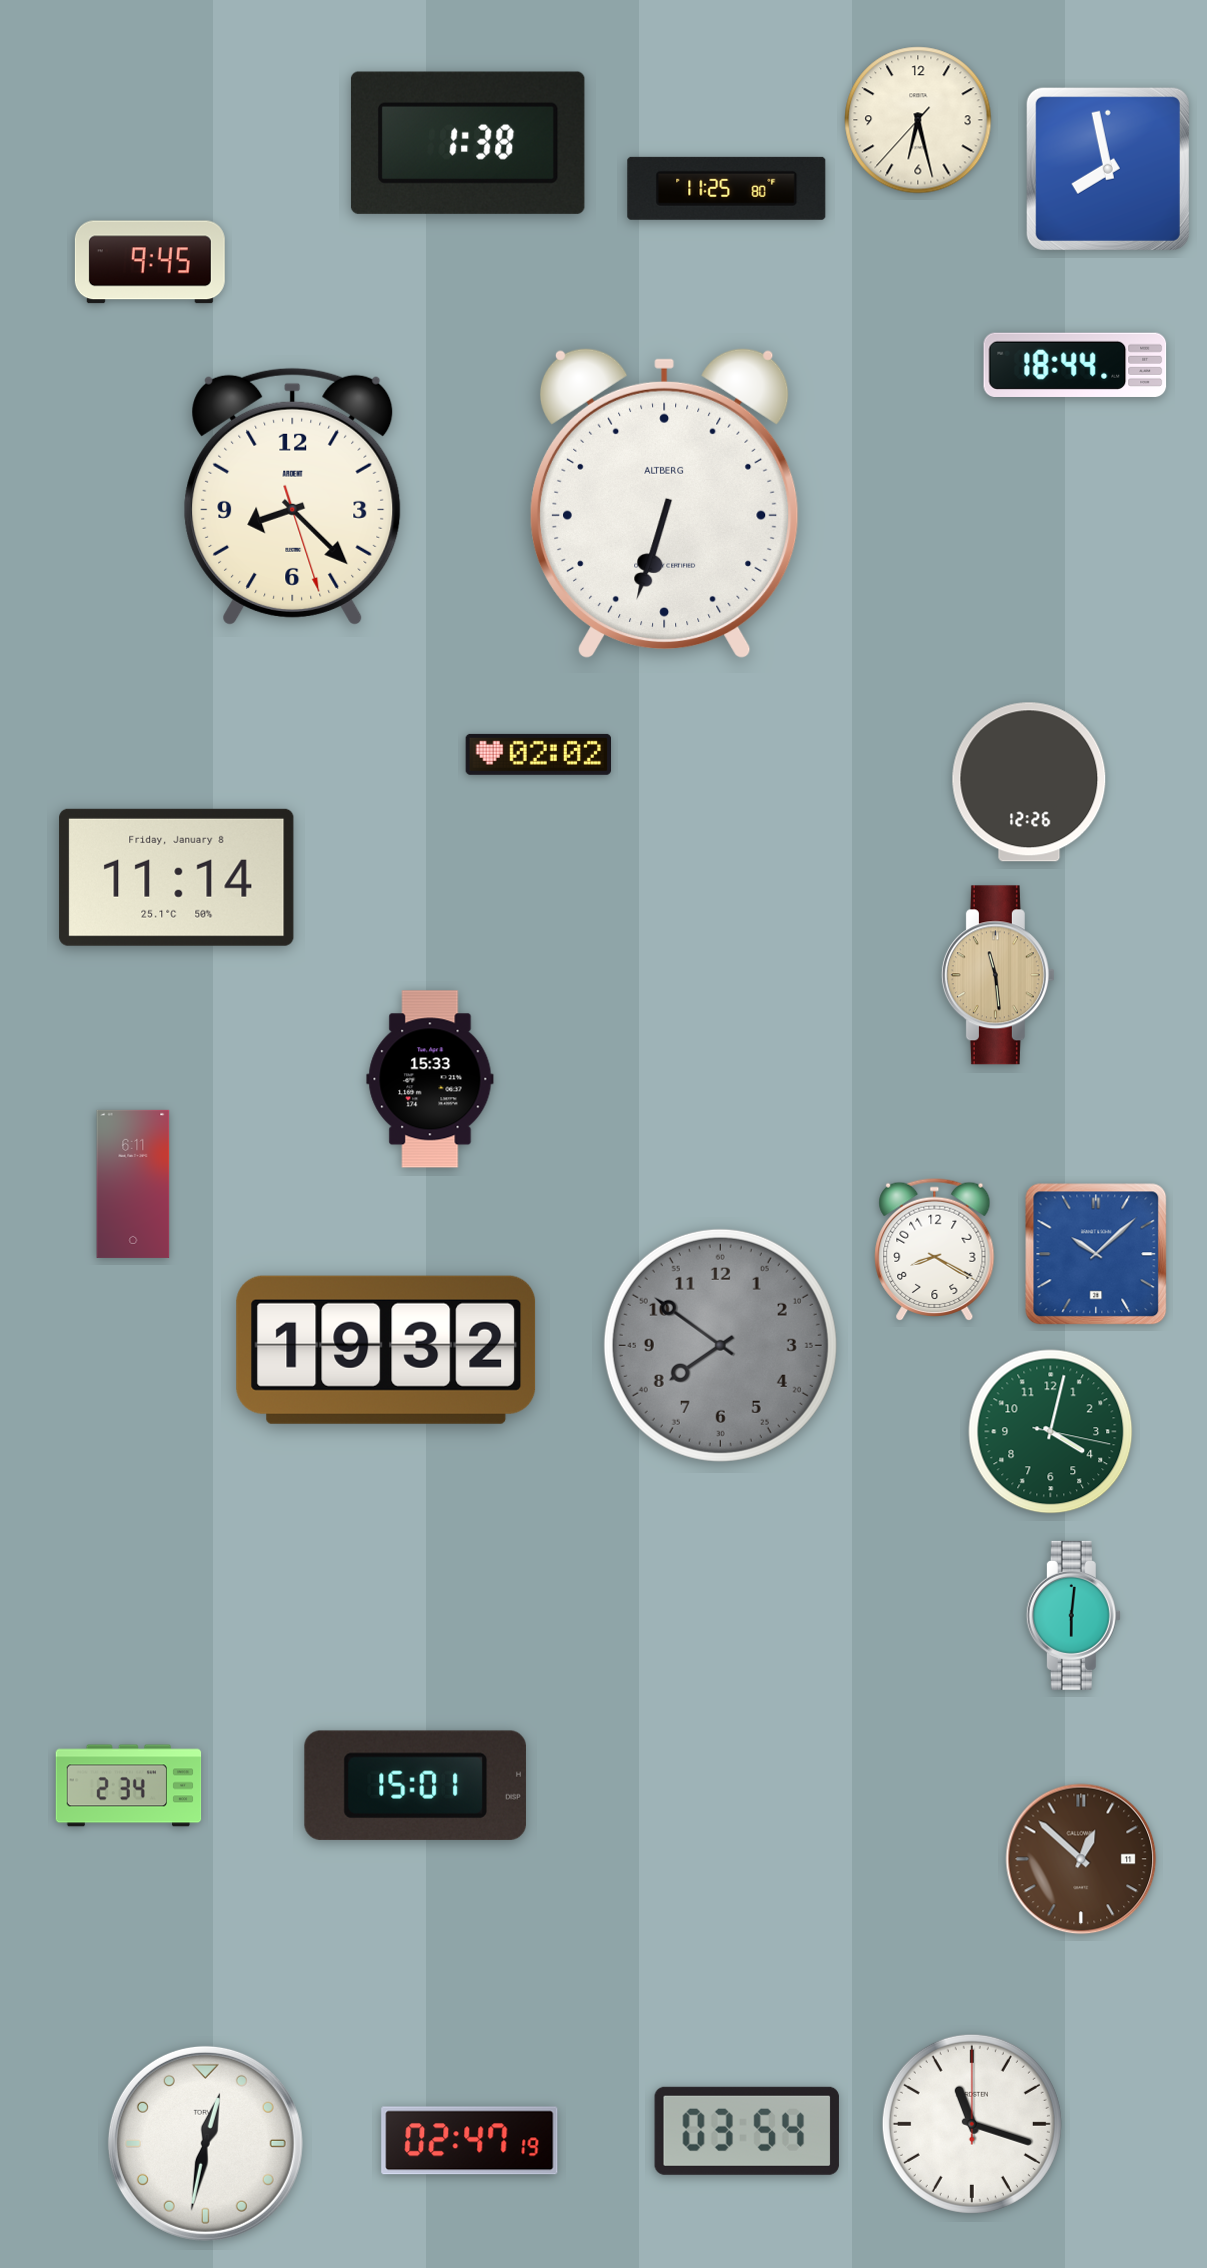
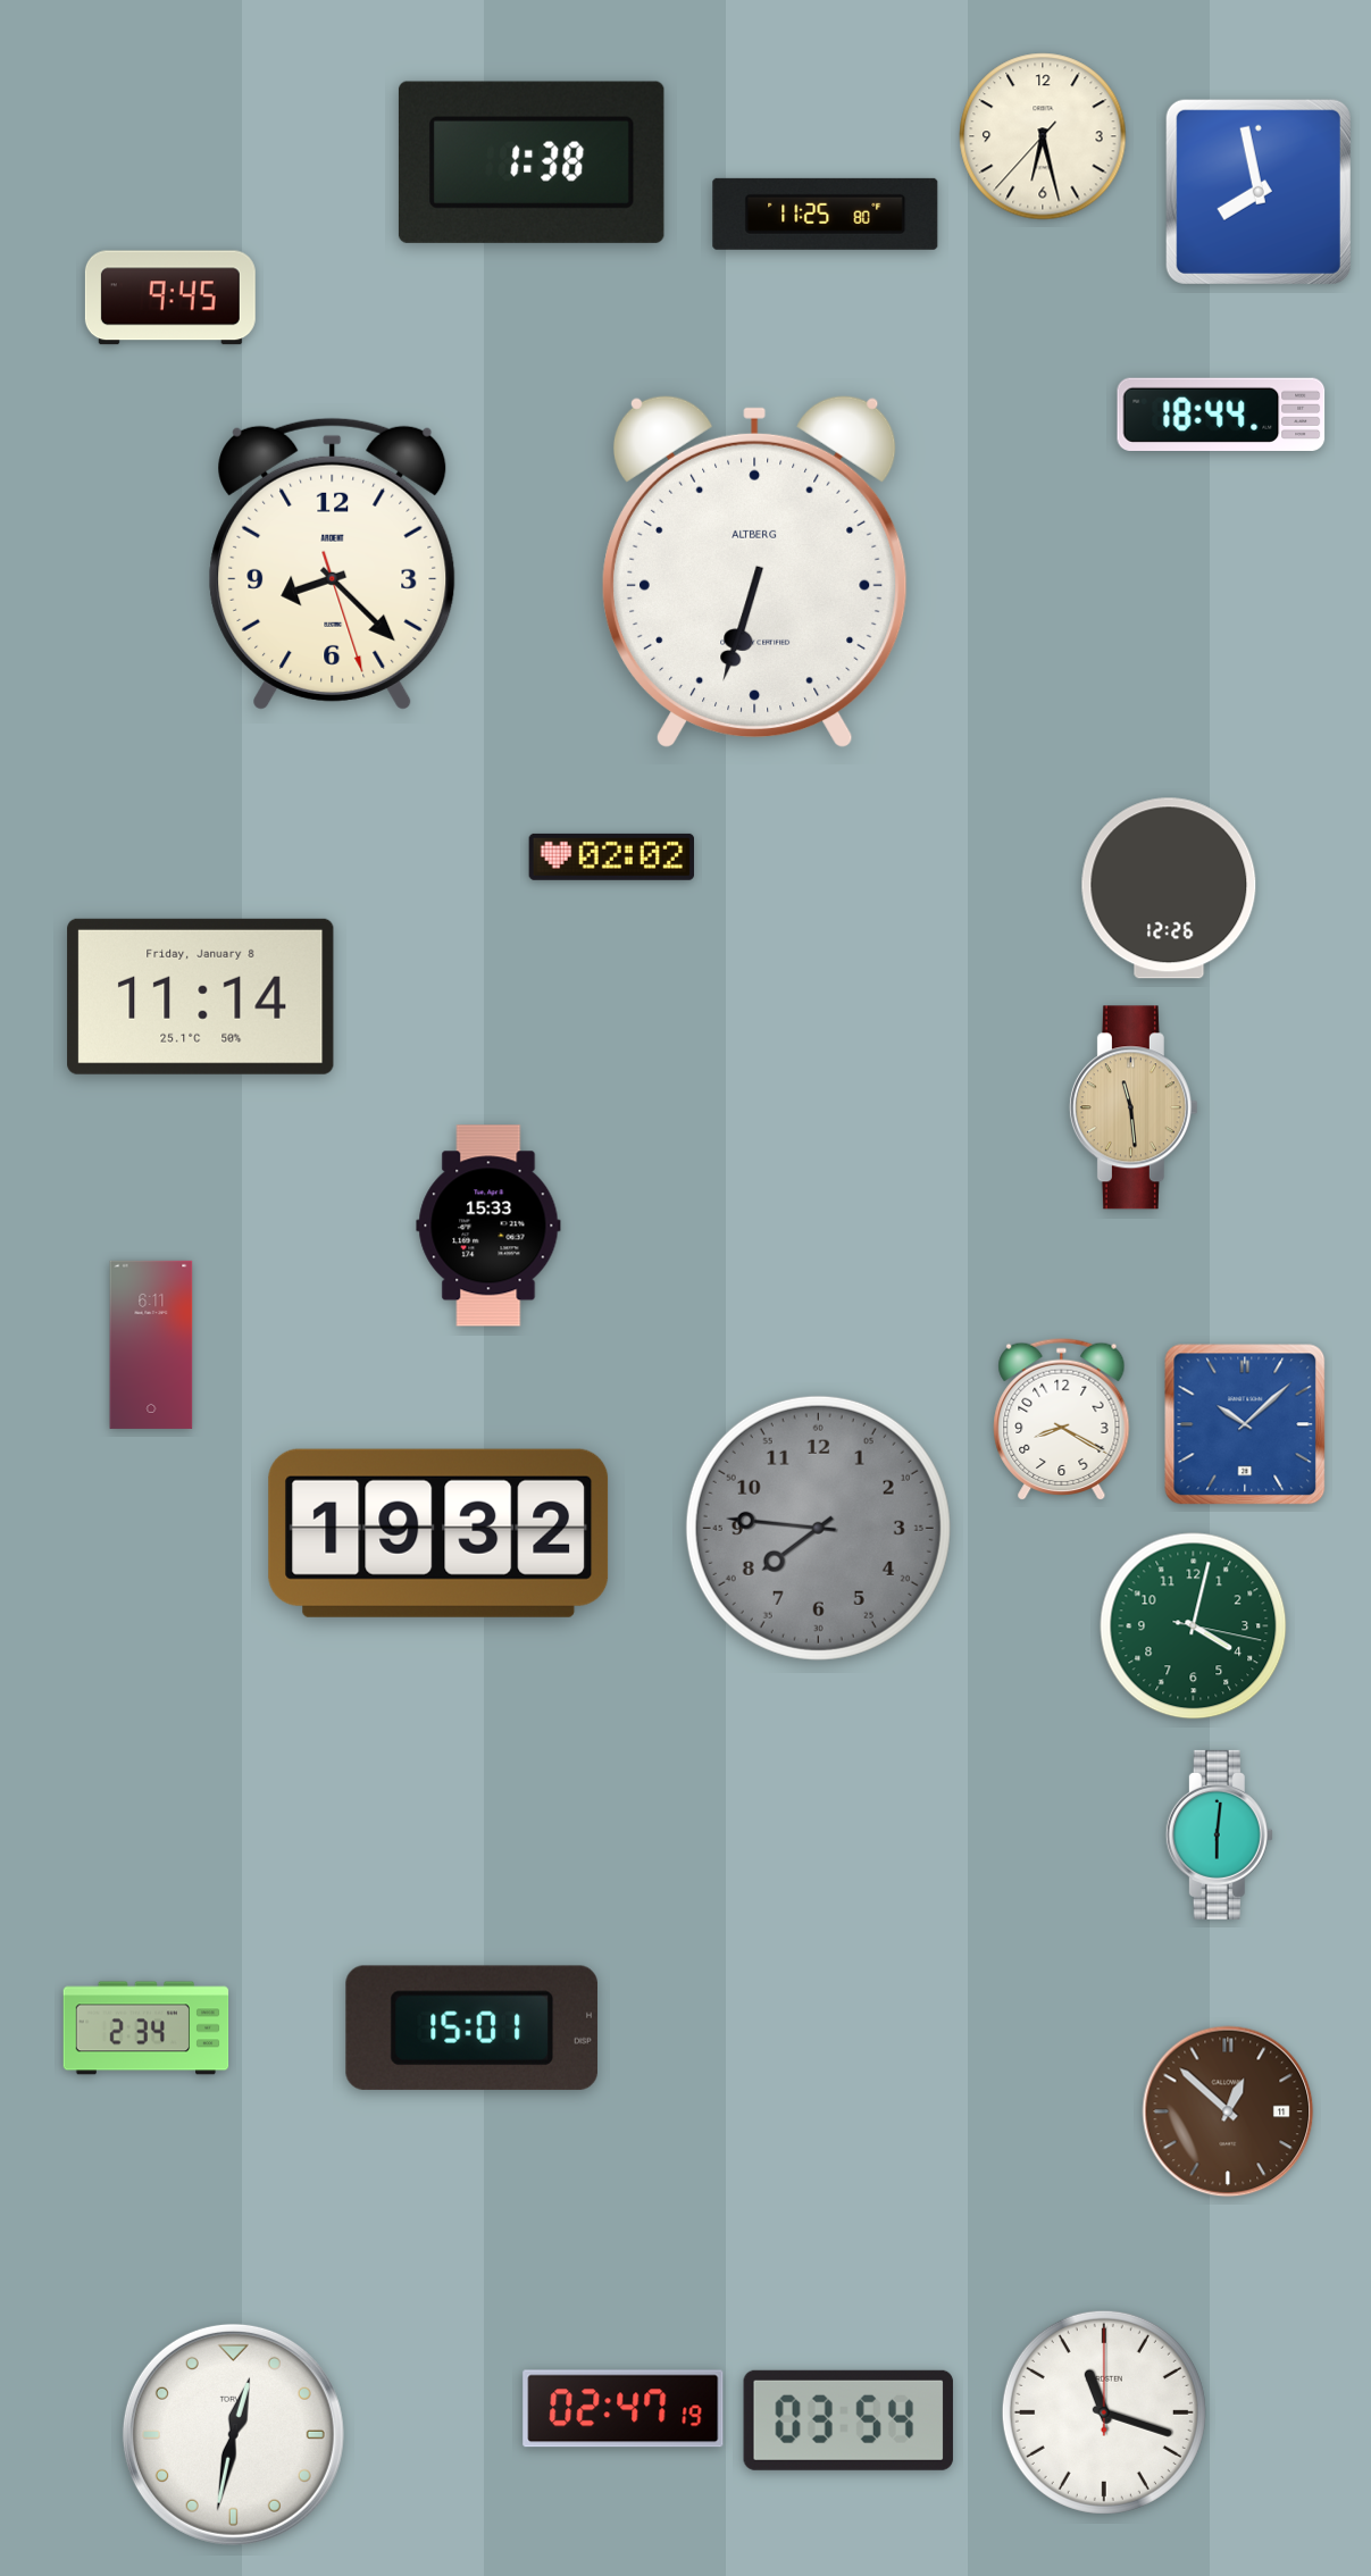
clock at (720, 1345): 7:51 -> 7:46
clock at (470, 2141) position: (470, 2141) -> (624, 2409)
